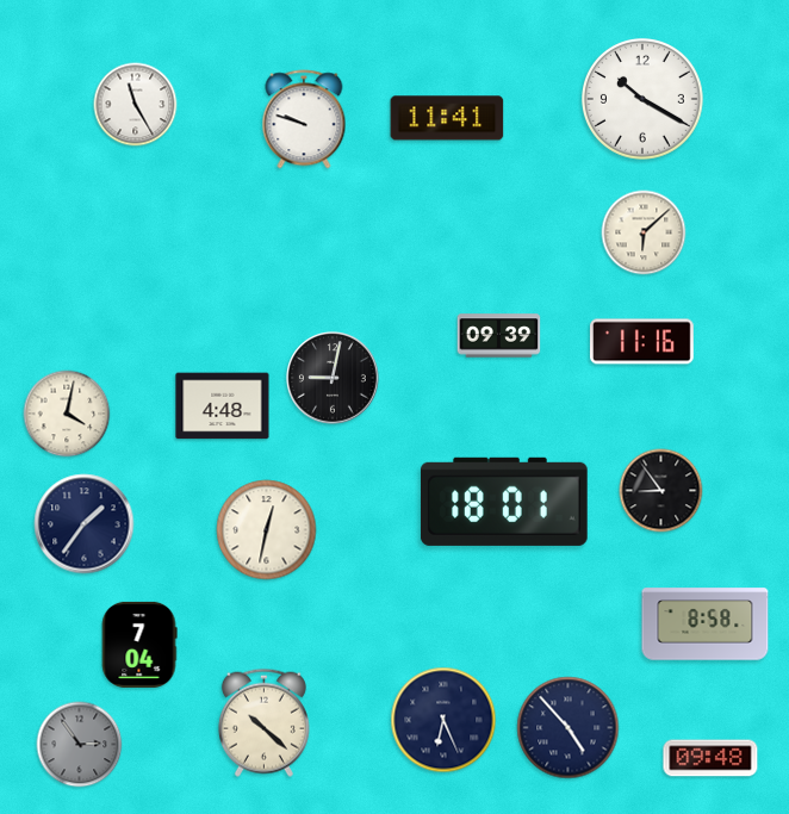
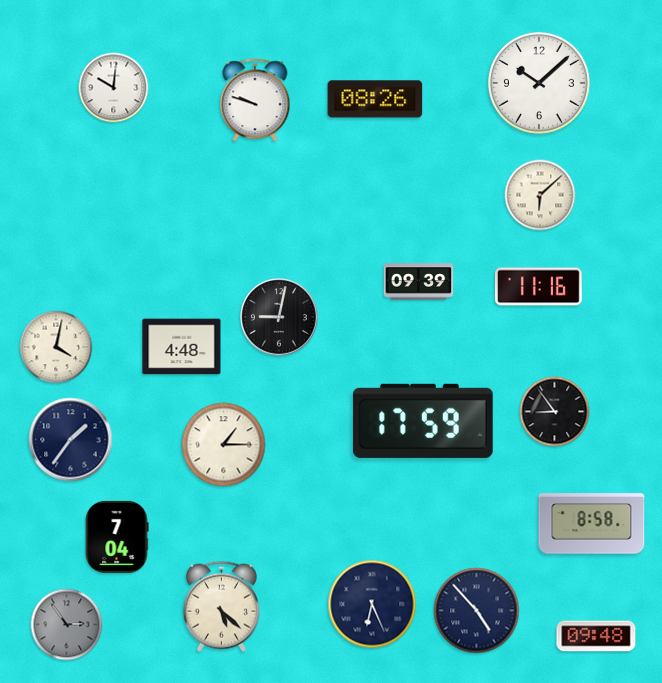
clock at (642, 99): 10:20 -> 10:08
clock at (136, 105): 11:25 -> 10:01
clock at (447, 118): 11:41 -> 08:26
clock at (223, 406) position: (223, 406) -> (182, 347)
clock at (504, 502): 18:01 -> 17:59
clock at (267, 530): 12:32 -> 1:15
clock at (139, 645) position: (139, 645) -> (117, 537)
clock at (263, 722): 10:22 -> 5:22
